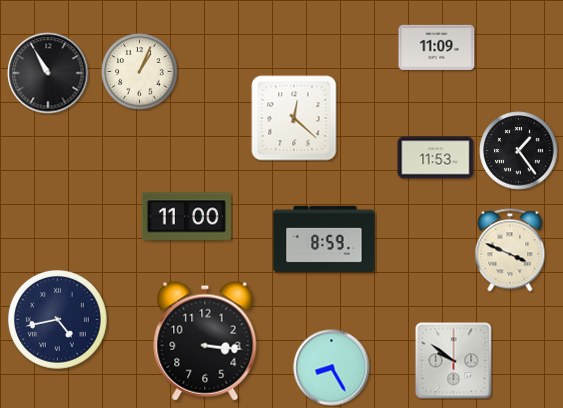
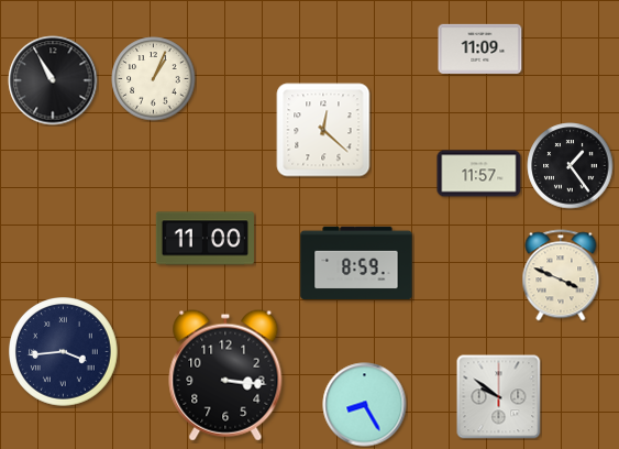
clock at (437, 47) position: (437, 47) -> (480, 48)
clock at (436, 158): 11:53 -> 11:57
clock at (58, 320): 4:43 -> 3:44
